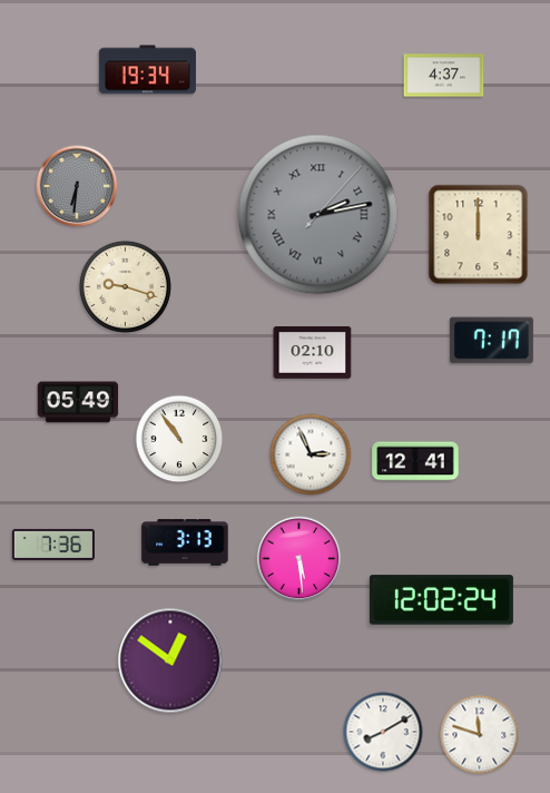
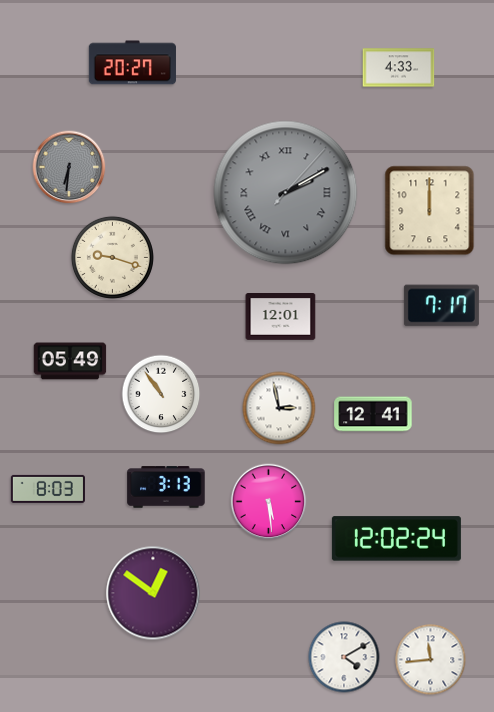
clock at (147, 70): 19:34 -> 20:27
clock at (444, 76): 4:37 -> 4:33
clock at (318, 215): 2:13 -> 2:10
clock at (313, 353): 02:10 -> 12:01
clock at (311, 454): 2:56 -> 2:58
clock at (53, 545): 7:36 -> 8:03
clock at (383, 732): 8:10 -> 4:10
clock at (480, 735): 11:48 -> 11:44
